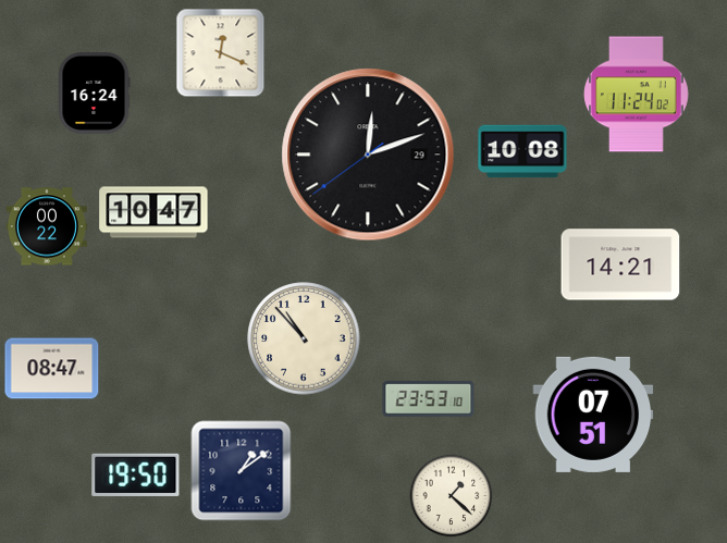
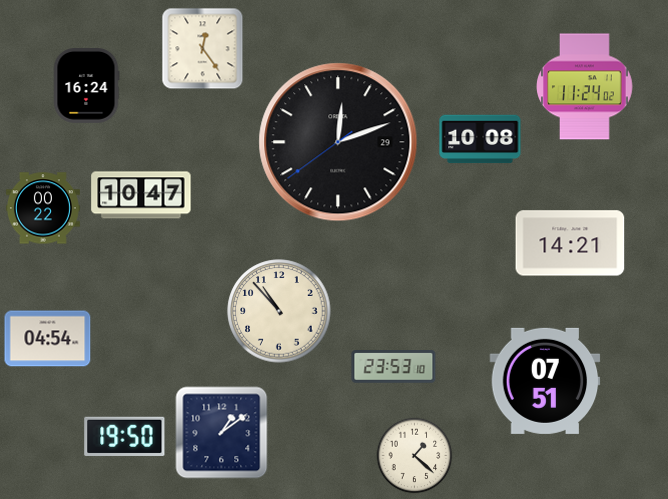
clock at (221, 53): 12:19 -> 12:24
clock at (52, 369): 08:47 -> 04:54
